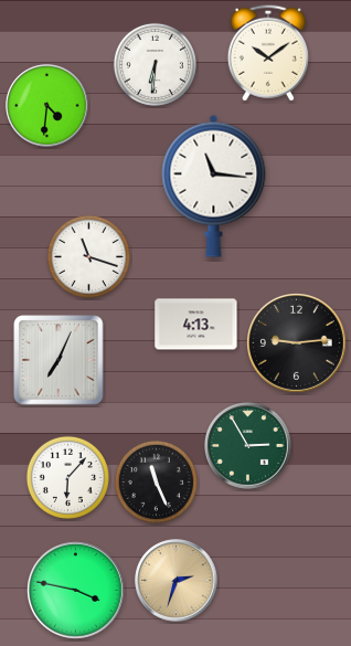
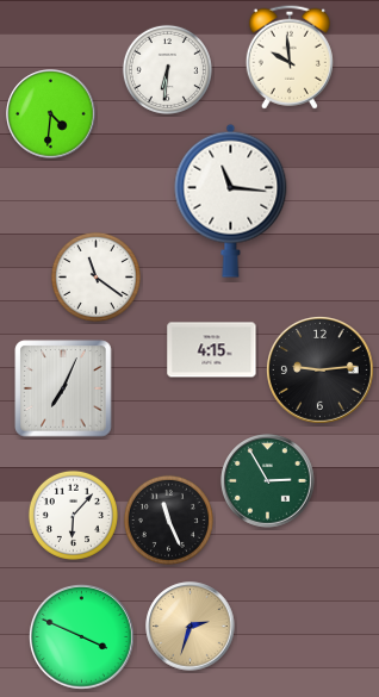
clock at (268, 53): 10:09 -> 9:59
clock at (88, 256): 11:18 -> 11:21
clock at (196, 325): 4:13 -> 4:15
clock at (76, 591): 3:47 -> 3:49
